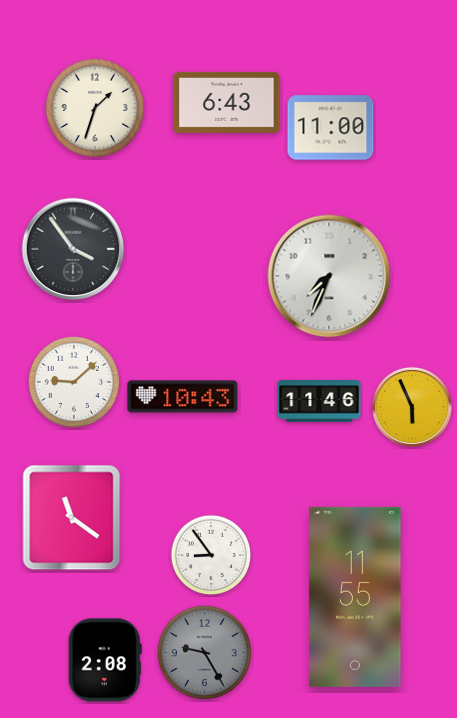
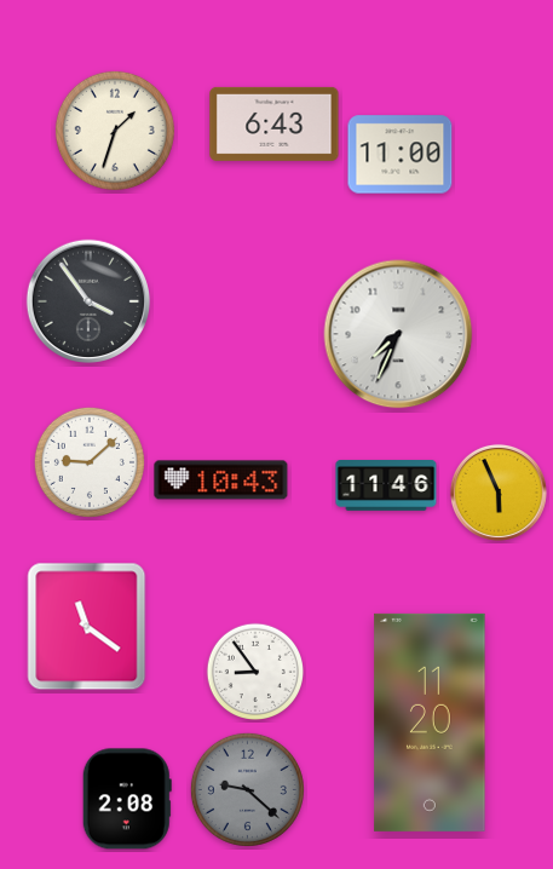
clock at (355, 597): 11:55 -> 11:20
clock at (204, 652): 9:25 -> 9:22
